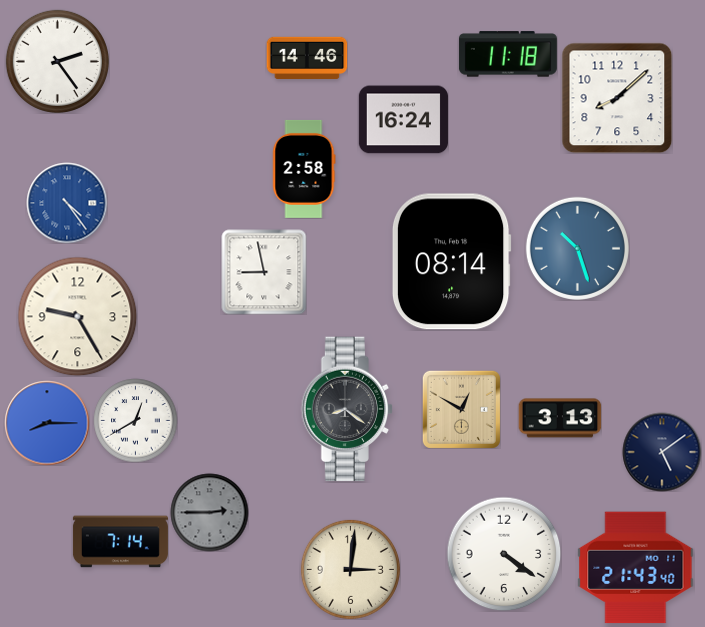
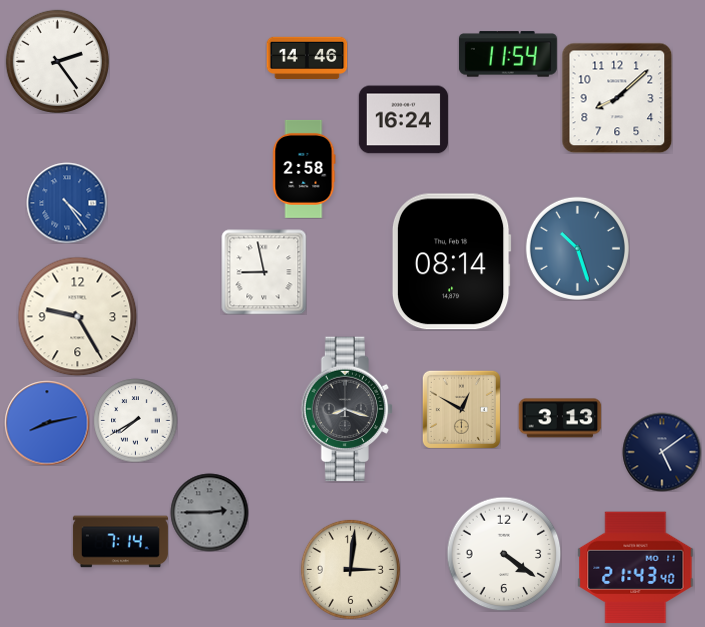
clock at (508, 54): 11:18 -> 11:54
clock at (347, 409): 8:21 -> 8:18
clock at (135, 420): 12:40 -> 7:40
clock at (47, 423): 8:15 -> 8:13
